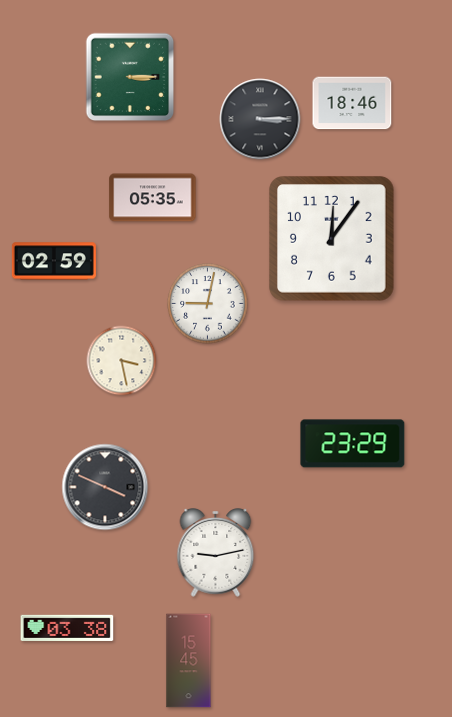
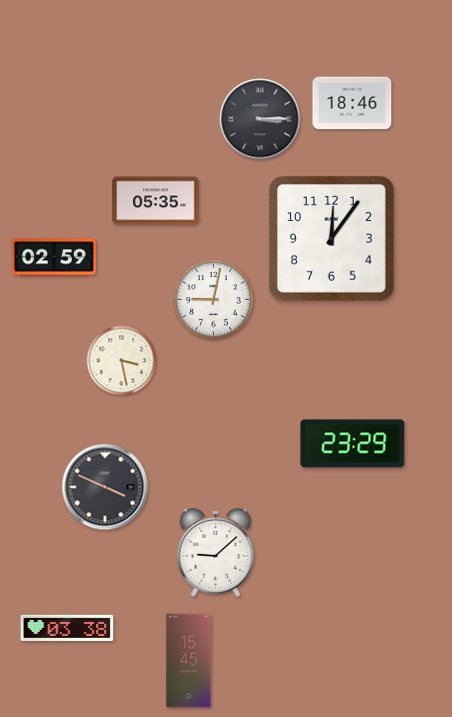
clock at (130, 77): 3:15 -> none
clock at (153, 198) position: (153, 198) -> (156, 201)
clock at (54, 261) position: (54, 261) -> (54, 257)
clock at (208, 304) position: (208, 304) -> (214, 300)
clock at (216, 553): 9:13 -> 9:08
